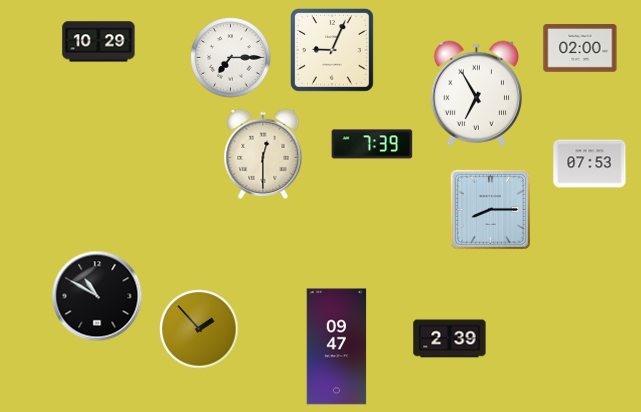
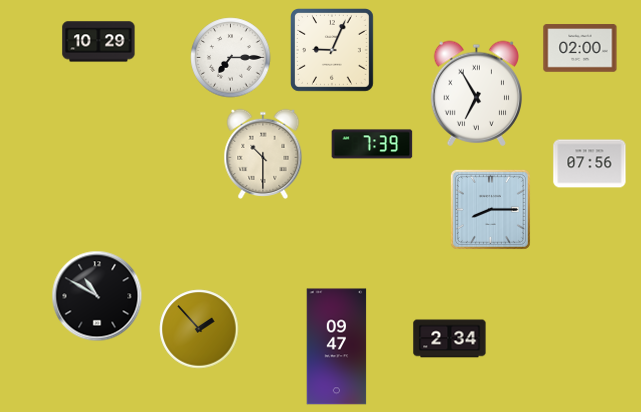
clock at (263, 154): 12:30 -> 10:30
clock at (590, 164): 07:53 -> 07:56
clock at (450, 339): 2:39 -> 2:34
